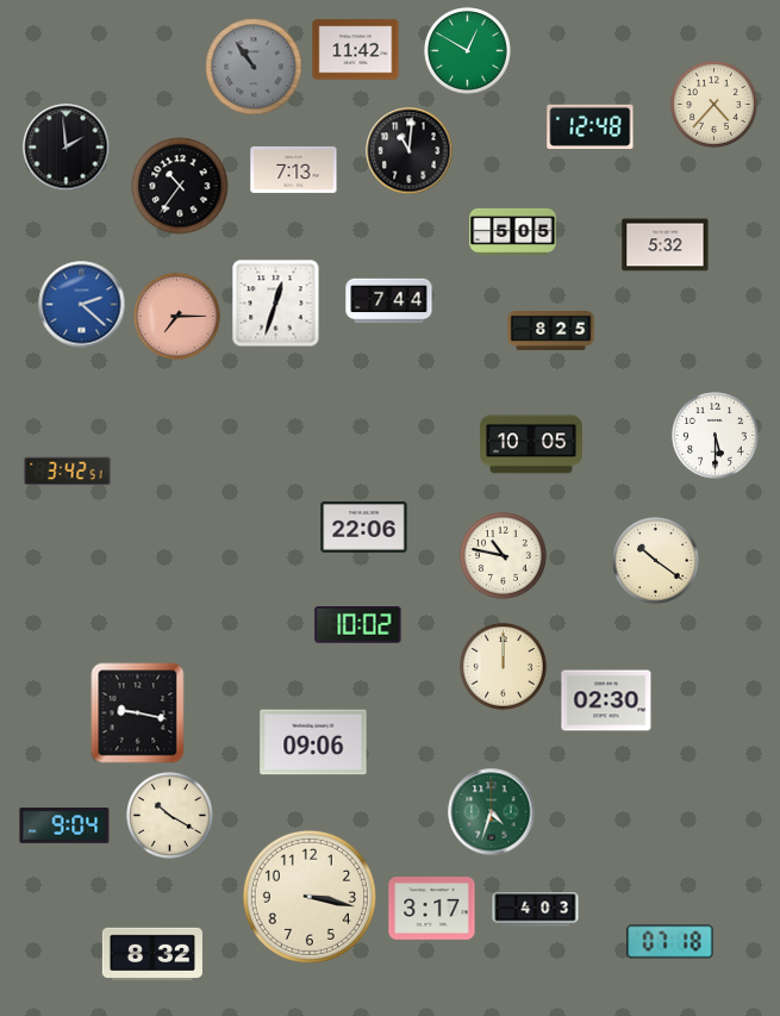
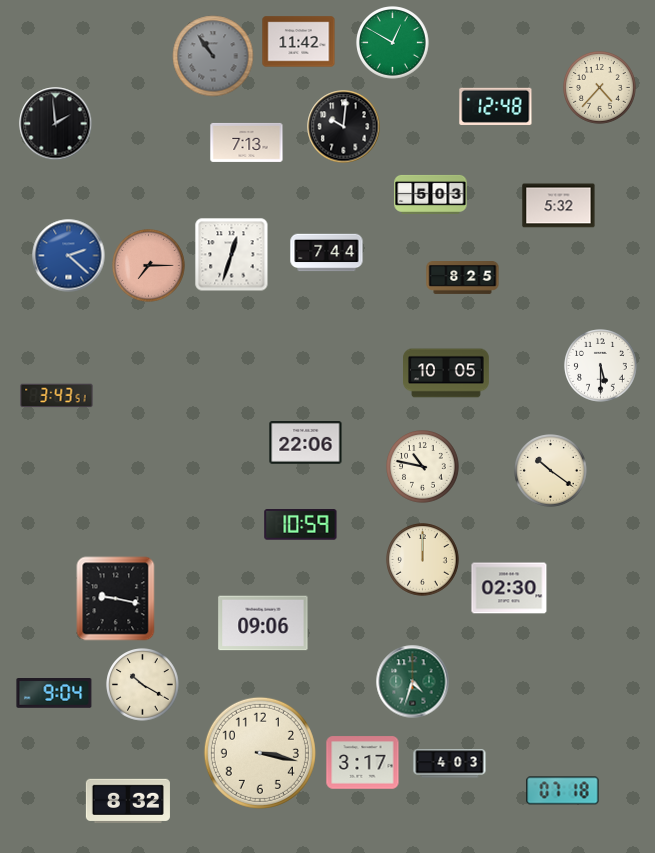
clock at (410, 151): 11:01 -> 10:01
clock at (180, 186): 10:36 -> none
clock at (513, 231): 5:05 -> 5:03
clock at (68, 472): 3:42 -> 3:43
clock at (358, 625): 10:02 -> 10:59
